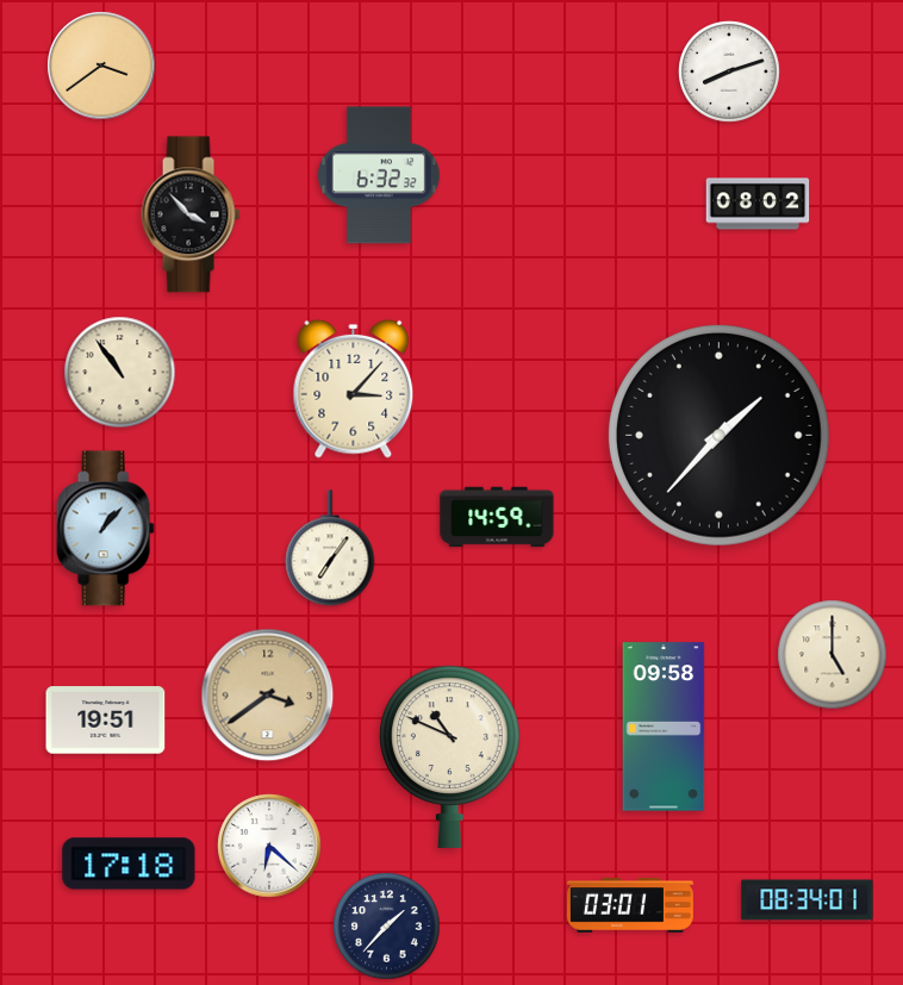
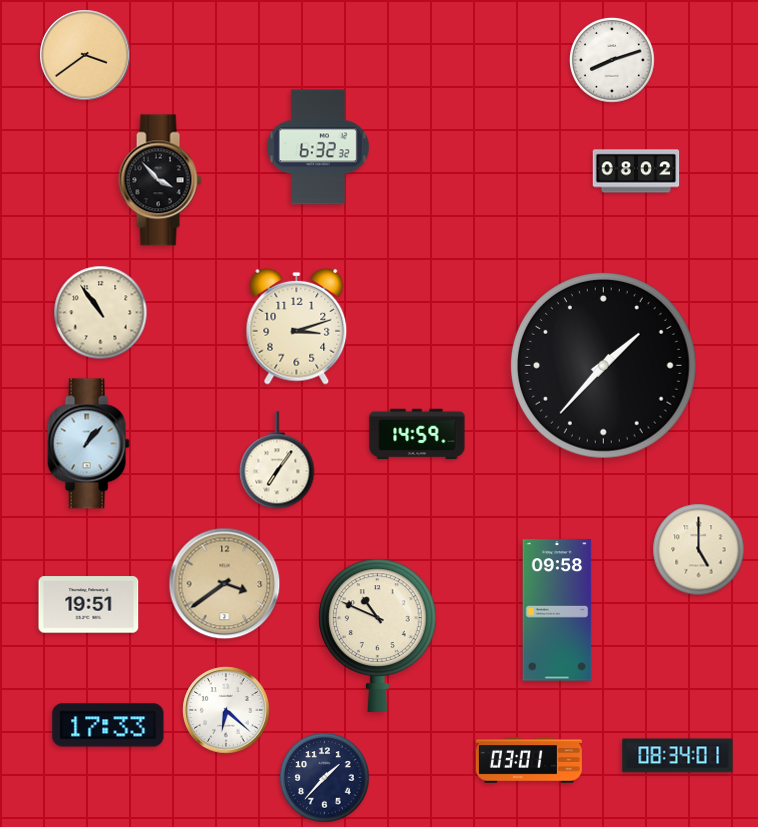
clock at (354, 388): 3:07 -> 3:12
clock at (129, 864): 17:18 -> 17:33
